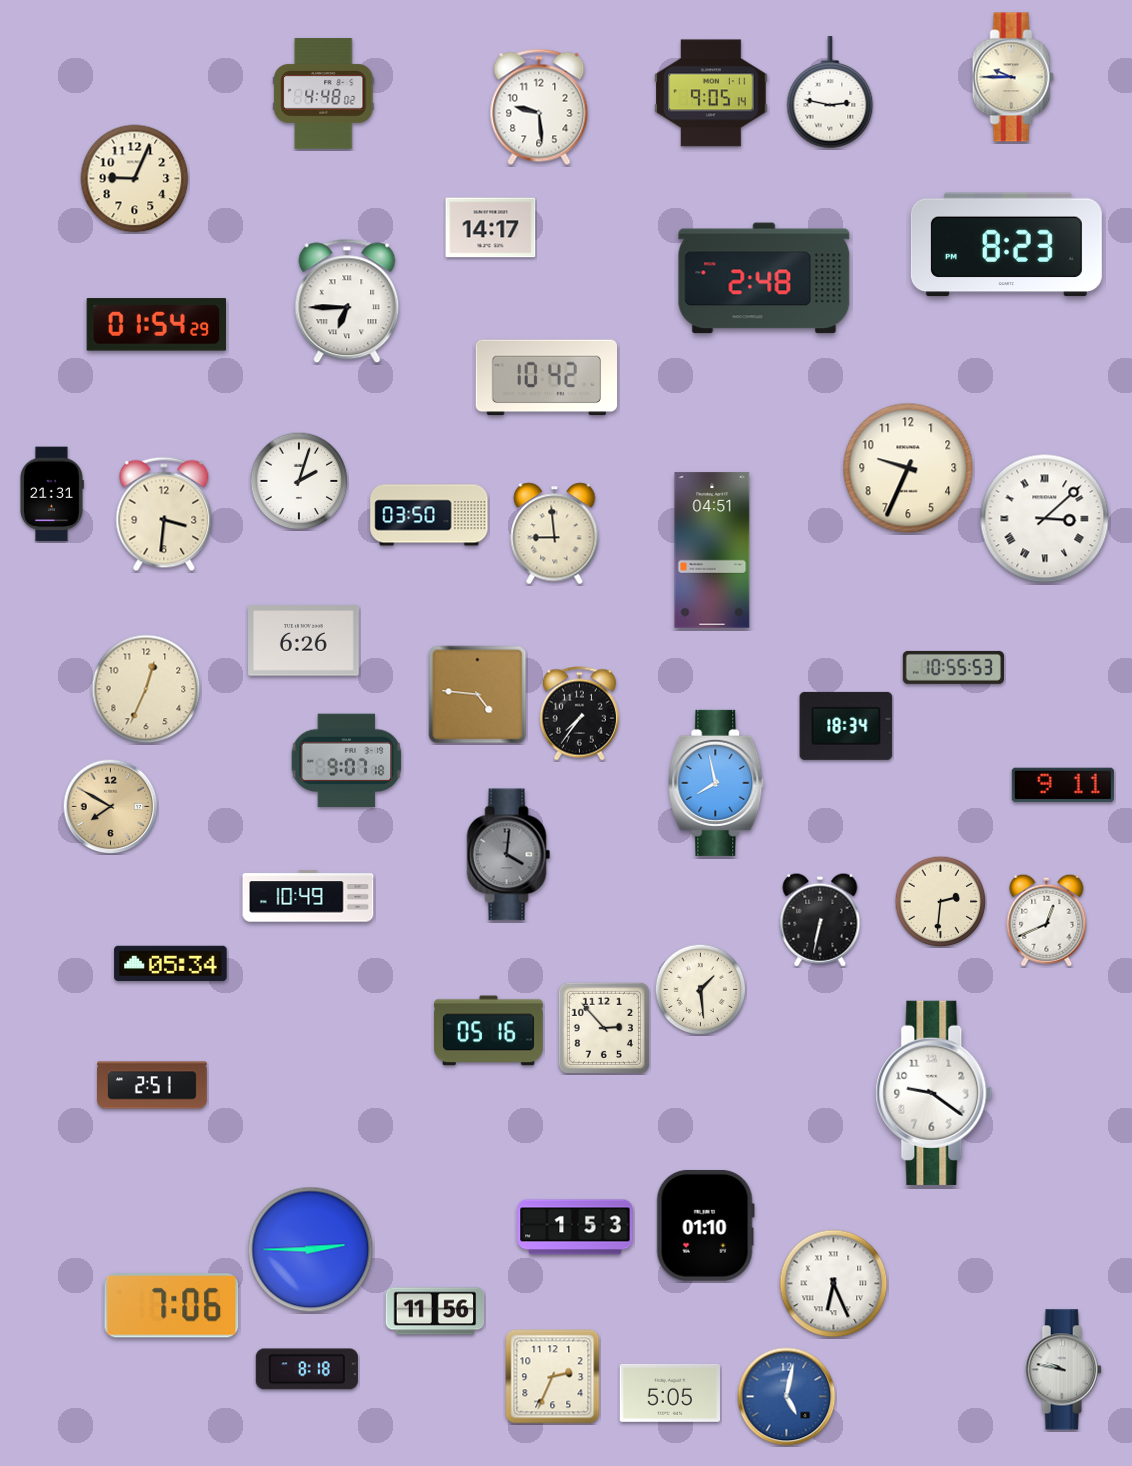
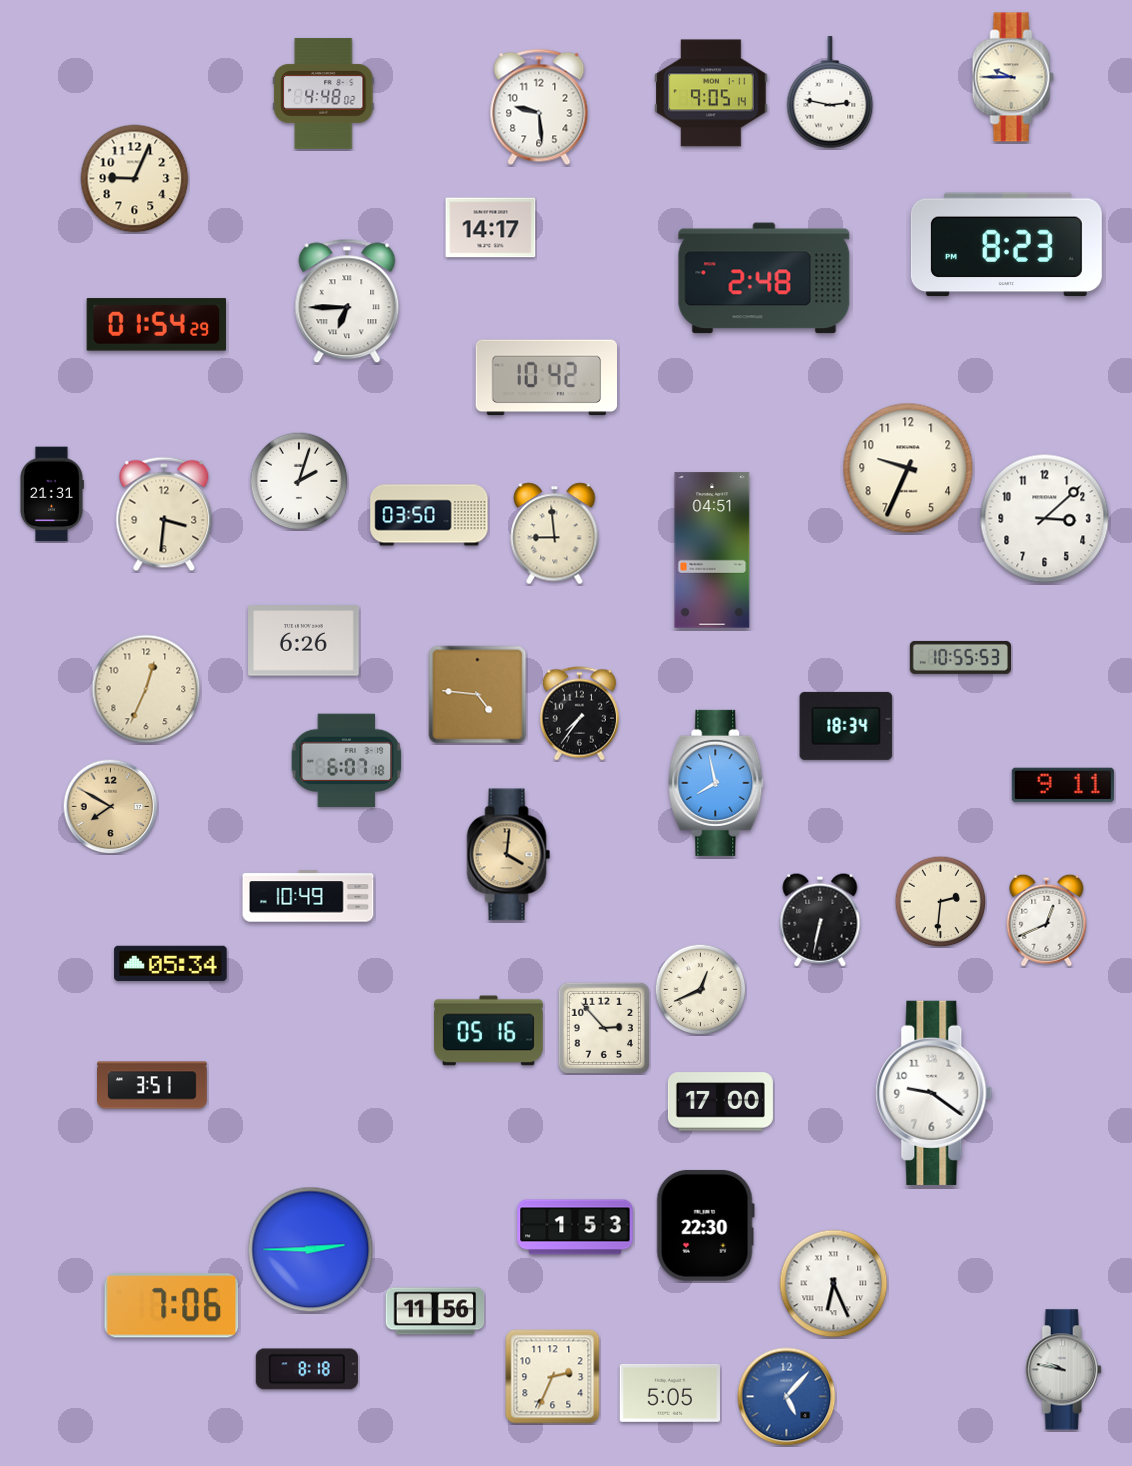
clock at (1045, 519) numerals: Roman -> Arabic
clock at (953, 667) position: (953, 667) -> (960, 657)
clock at (347, 761): 9:07 -> 6:07
clock at (509, 855) dial: grey -> champagne
clock at (700, 989): 1:29 -> 12:41
clock at (152, 1085): 2:51 -> 3:51
clock at (720, 1102): none -> 17:00
clock at (705, 1225): 01:10 -> 22:30
clock at (787, 1397): 5:02 -> 5:07
